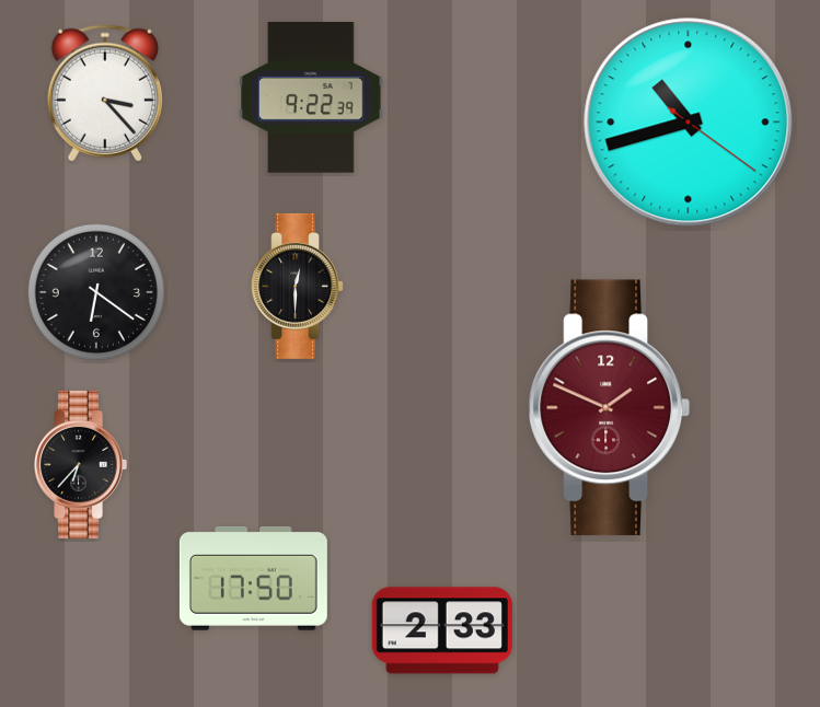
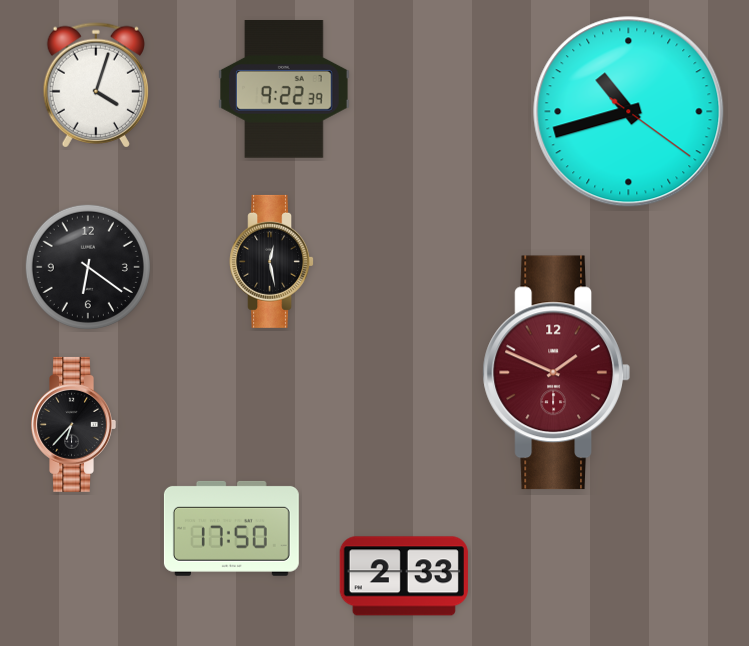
clock at (104, 93): 3:23 -> 4:03
clock at (298, 286): 12:30 -> 12:28
